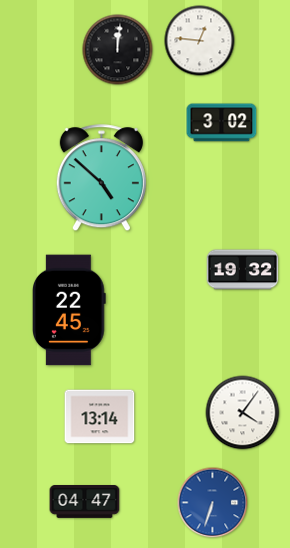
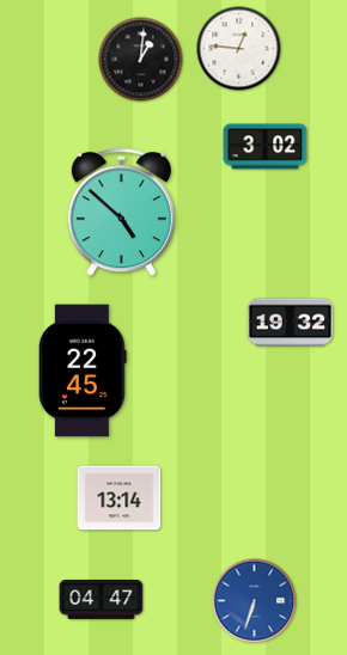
clock at (118, 50): 12:01 -> 1:01
clock at (243, 413): 4:06 -> none
